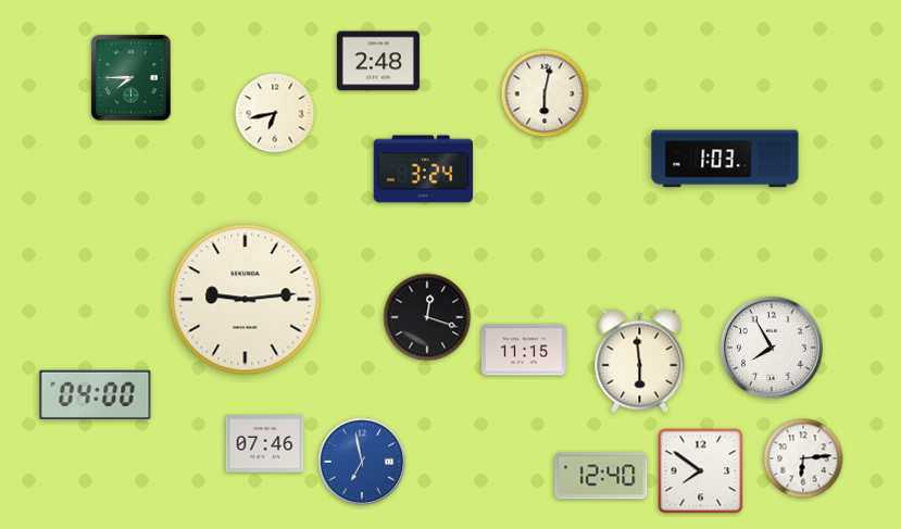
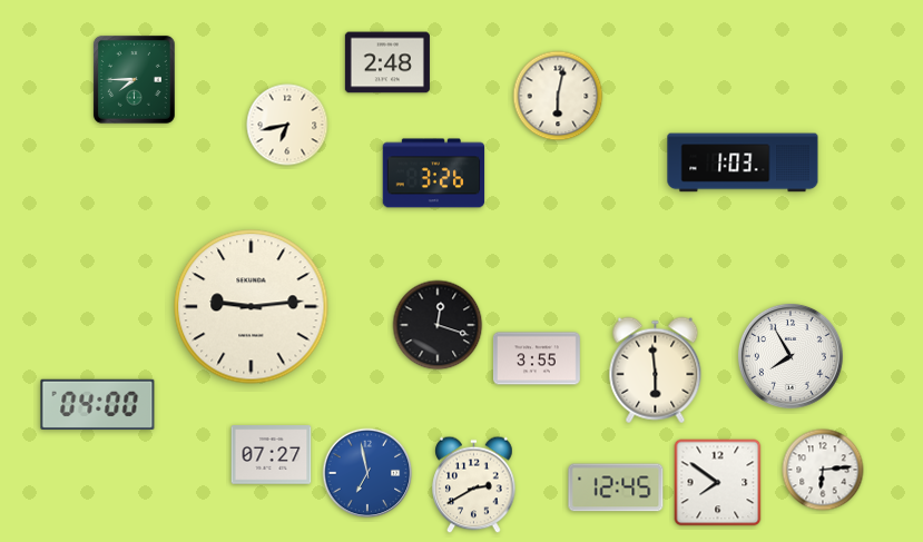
clock at (275, 113) position: (275, 113) -> (287, 125)
clock at (424, 169): 3:24 -> 3:26
clock at (524, 350): 11:15 -> 3:55
clock at (265, 444): 07:46 -> 07:27
clock at (362, 462) position: (362, 462) -> (367, 473)
clock at (474, 485): none -> 2:40
clock at (601, 476): 12:40 -> 12:45
